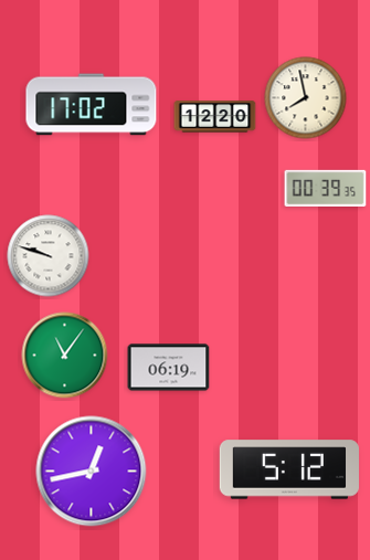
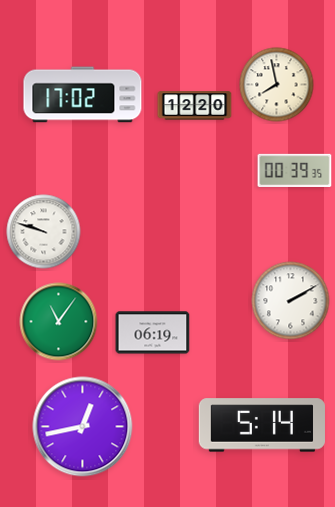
clock at (306, 98) position: (306, 98) -> (277, 85)
clock at (291, 301): none -> 2:10
clock at (288, 469): 5:12 -> 5:14
